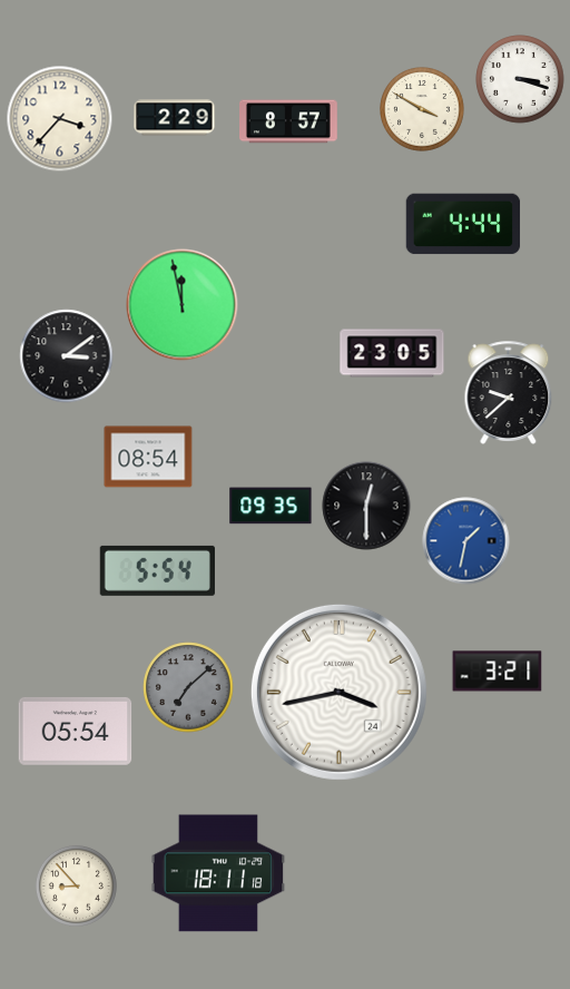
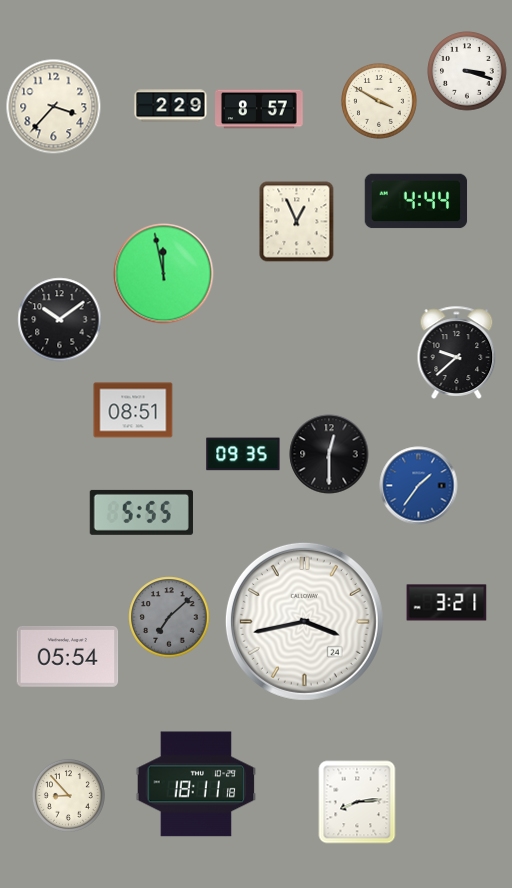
clock at (423, 110) position: (423, 110) -> (380, 102)
clock at (175, 118) position: (175, 118) -> (171, 106)
clock at (297, 222): none -> 12:56
clock at (392, 353): 23:05 -> none
clock at (67, 356): 3:09 -> 10:09
clock at (148, 457): 08:54 -> 08:51
clock at (466, 541): 1:32 -> 1:36
clock at (157, 570): 5:54 -> 5:55
clock at (357, 802): none -> 8:14
